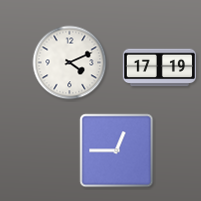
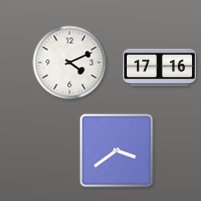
clock at (159, 68): 17:19 -> 17:16
clock at (117, 151): 12:45 -> 3:39
